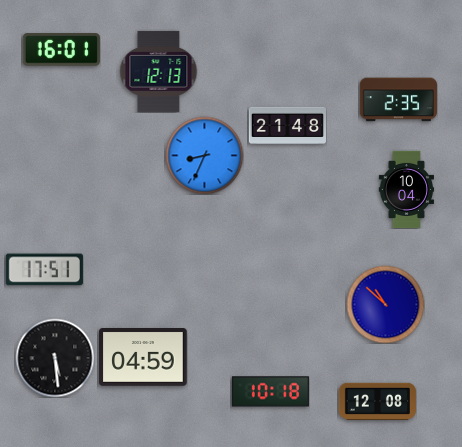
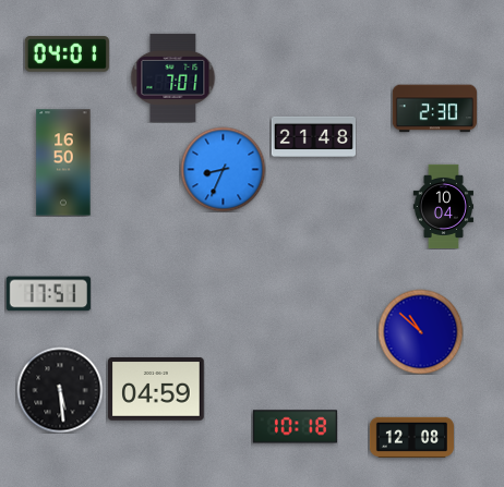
clock at (61, 50): 16:01 -> 04:01
clock at (159, 71): 12:13 -> 7:01
clock at (398, 100): 2:35 -> 2:30
clock at (63, 162): none -> 16:50
